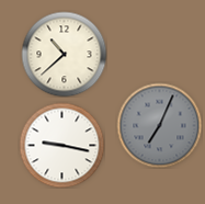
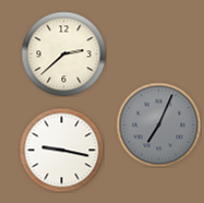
clock at (64, 54): 10:38 -> 2:38
clock at (61, 145) position: (61, 145) -> (61, 150)
